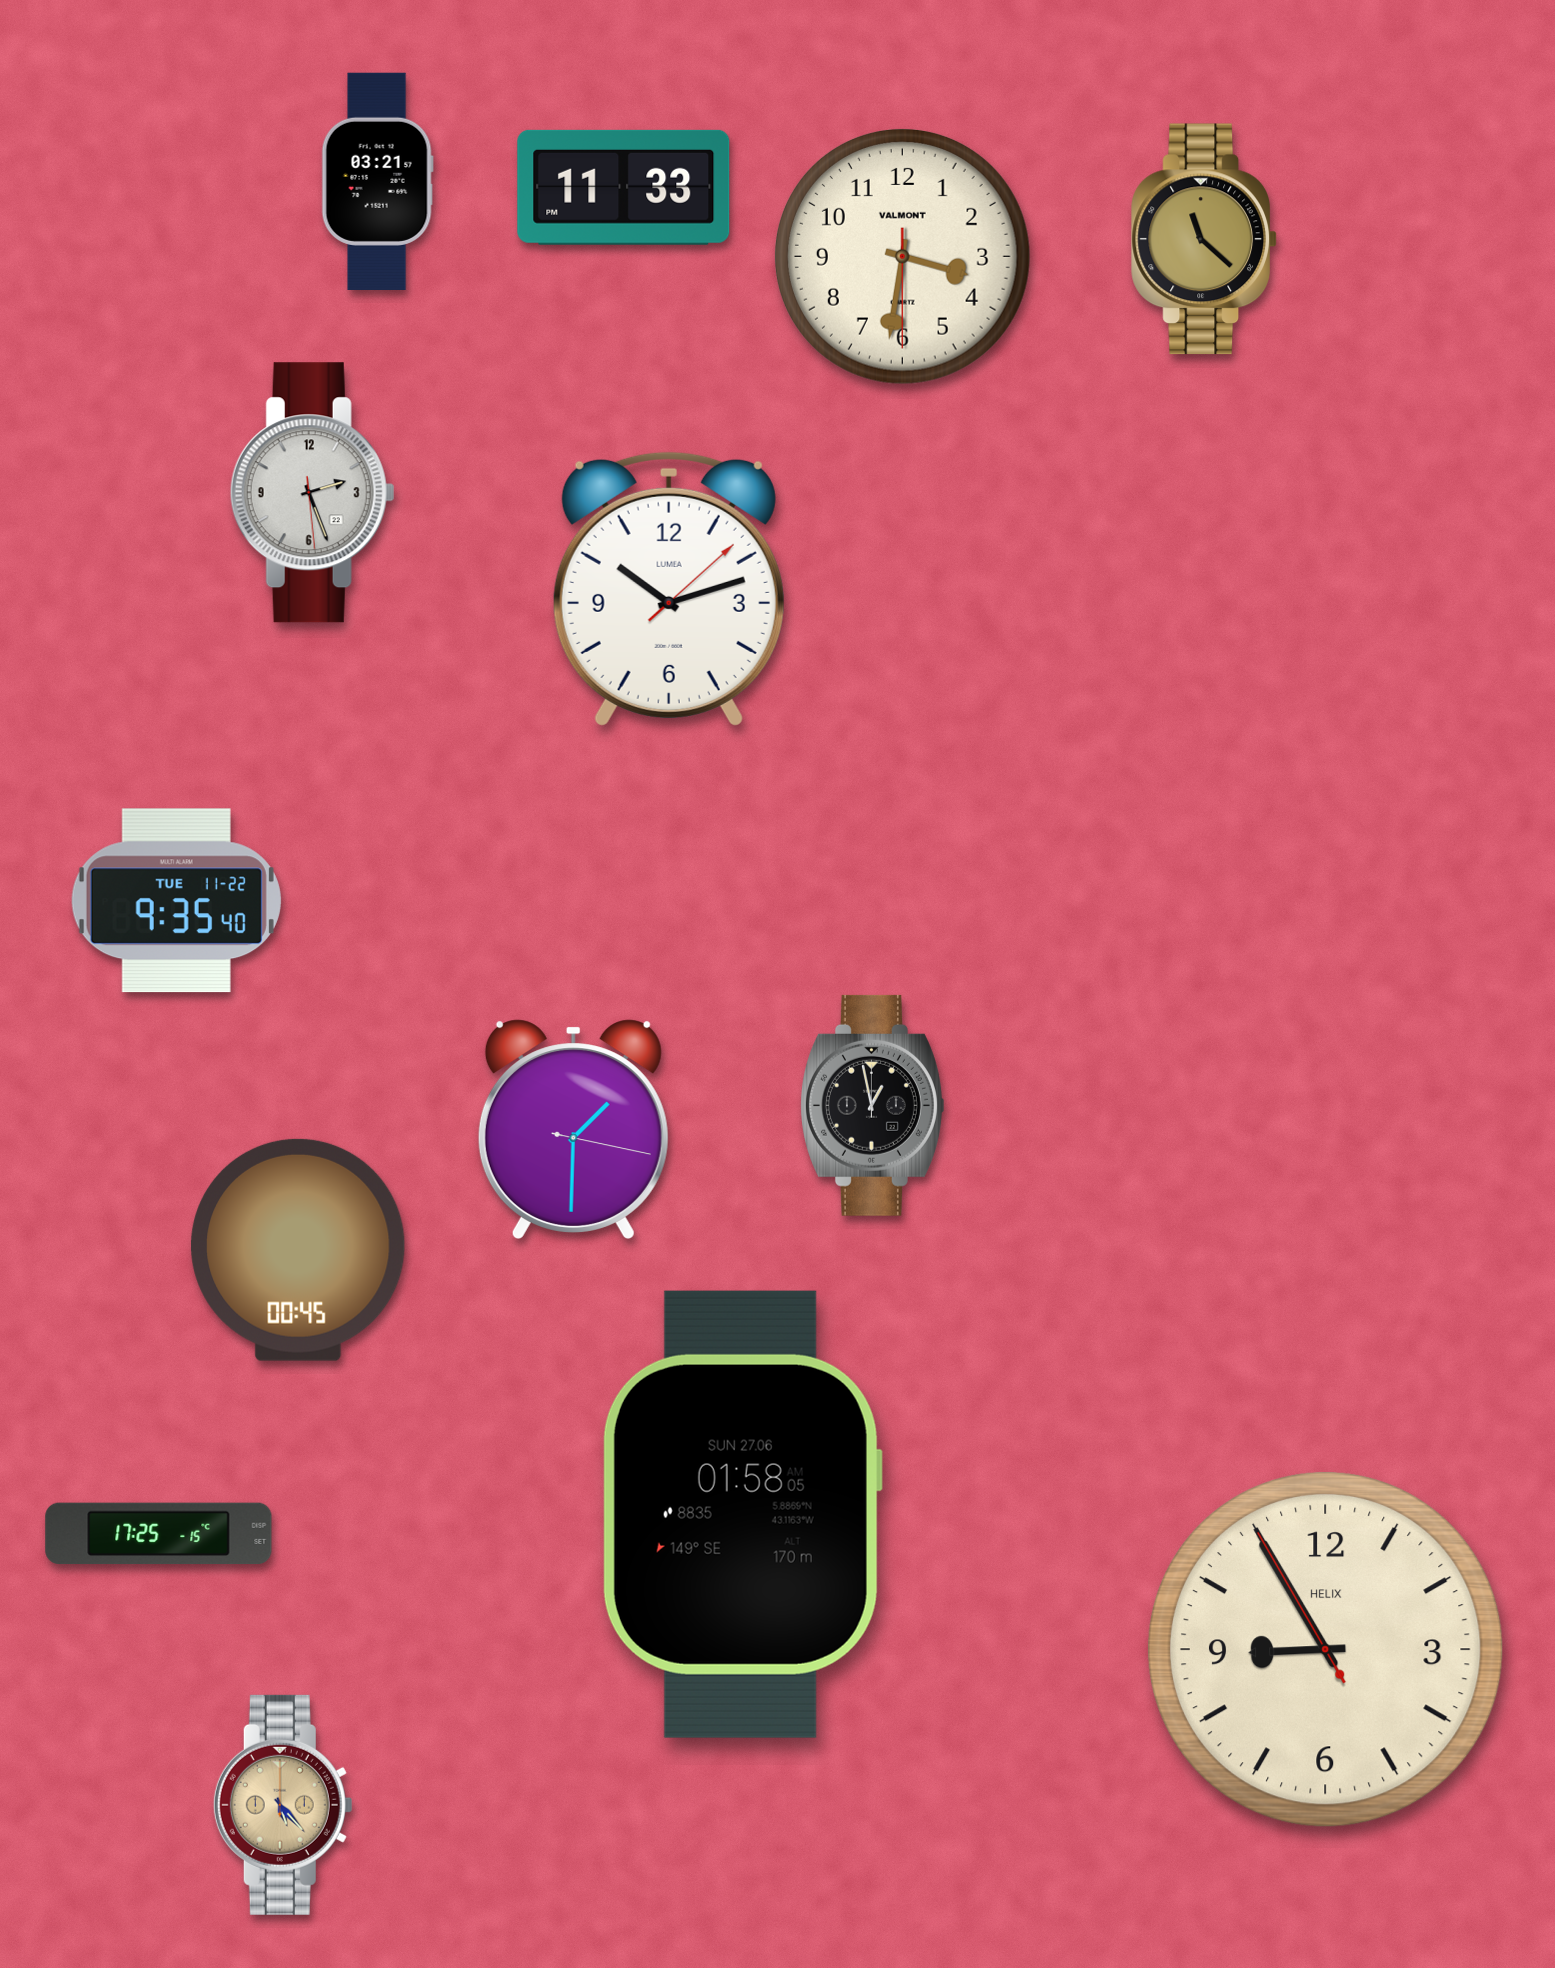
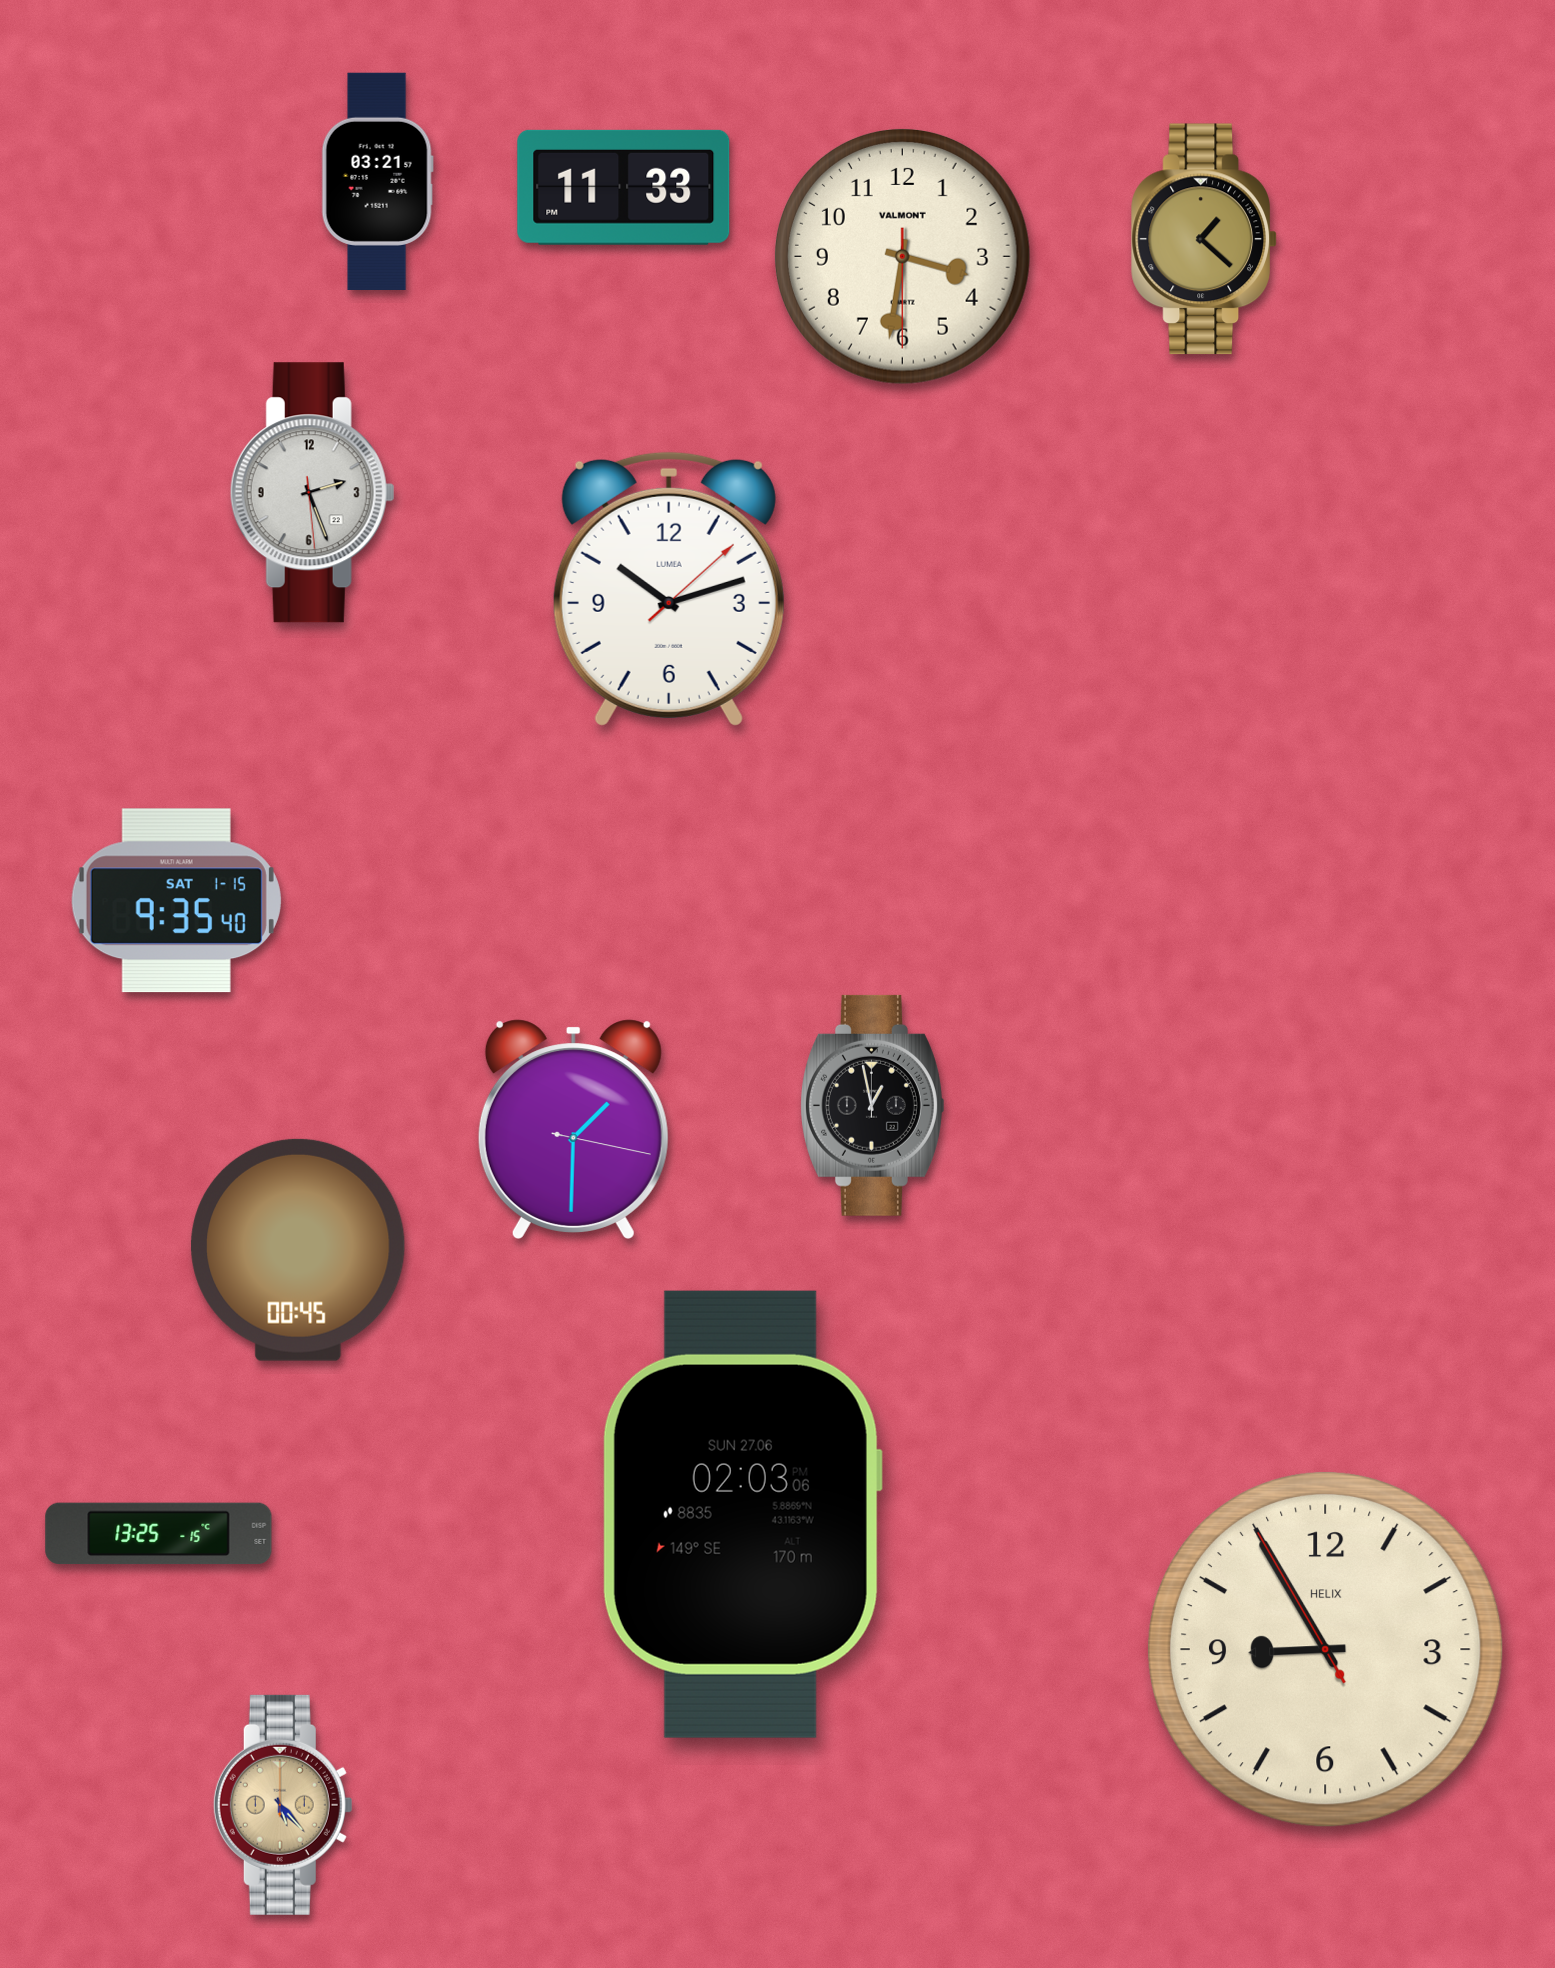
clock at (1204, 239): 11:22 -> 1:22
clock at (176, 901) date: TUE 11-22 -> SAT 1-15
clock at (742, 1514): 01:58 -> 02:03
clock at (159, 1534): 17:25 -> 13:25
